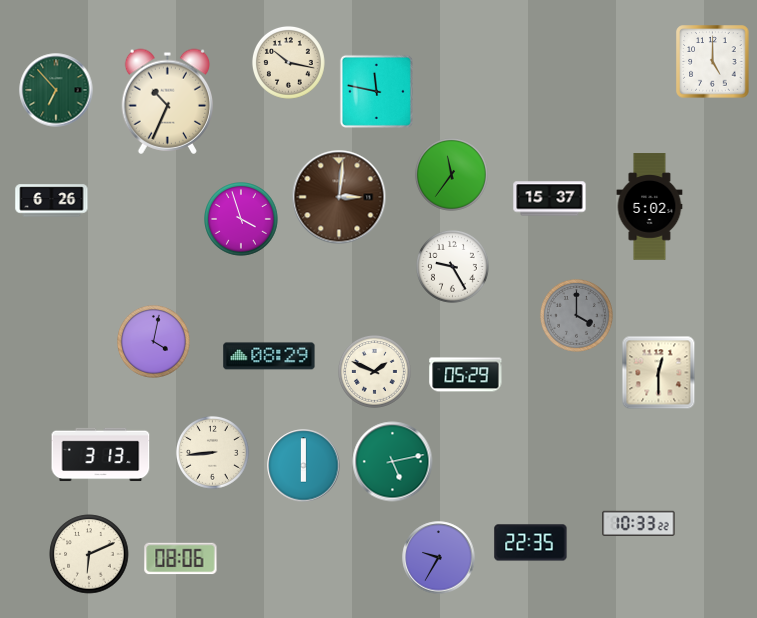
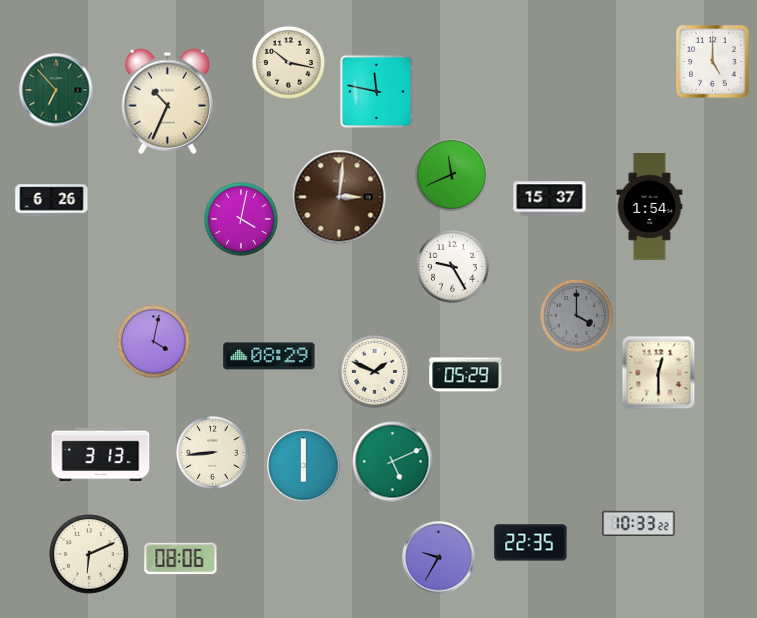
clock at (451, 174): 11:36 -> 11:41
clock at (650, 207): 5:02 -> 1:54
clock at (242, 220): 3:57 -> 4:02
clock at (393, 462): 5:13 -> 5:11
